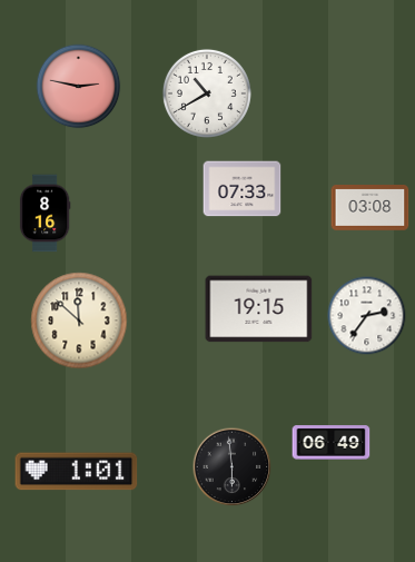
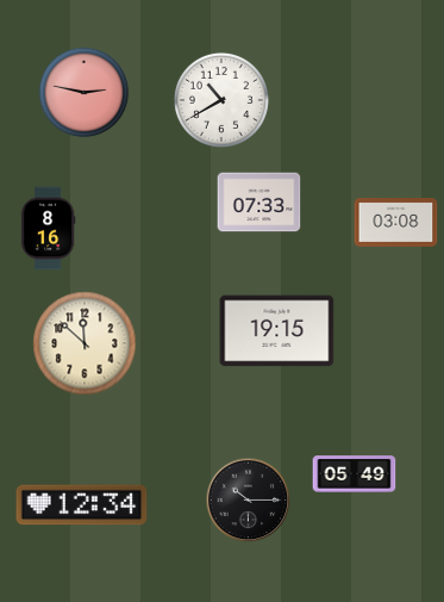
clock at (367, 316): 2:36 -> none
clock at (332, 443): 06:49 -> 05:49
clock at (233, 467): 5:59 -> 10:15
clock at (77, 472): 1:01 -> 12:34
